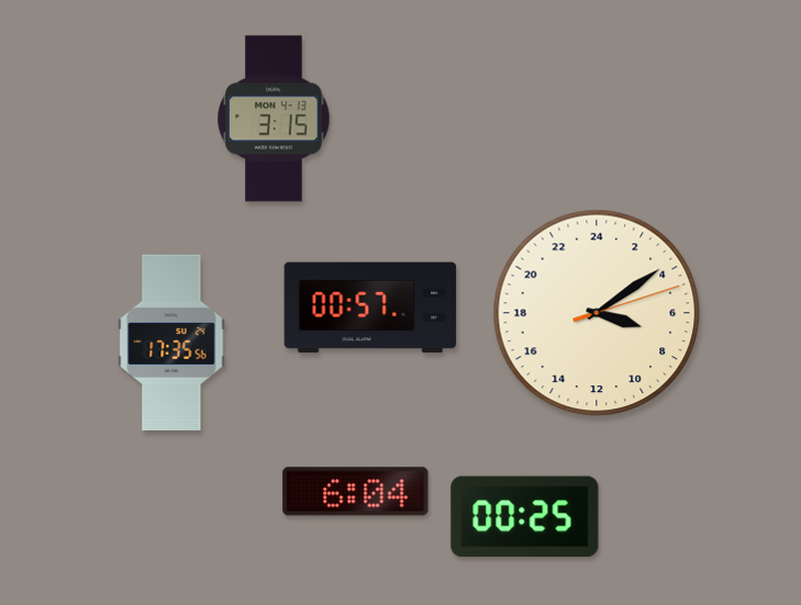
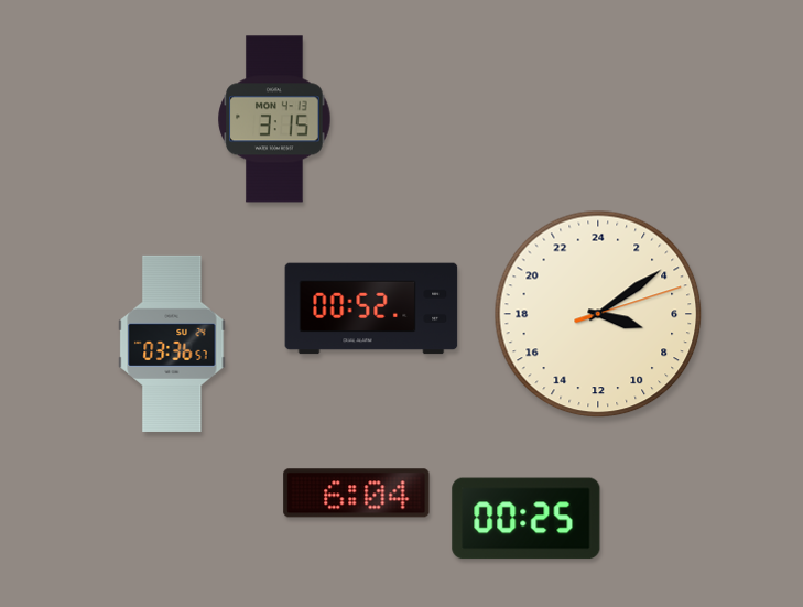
clock at (370, 307): 00:57 -> 00:52
clock at (171, 343): 17:35 -> 03:36
